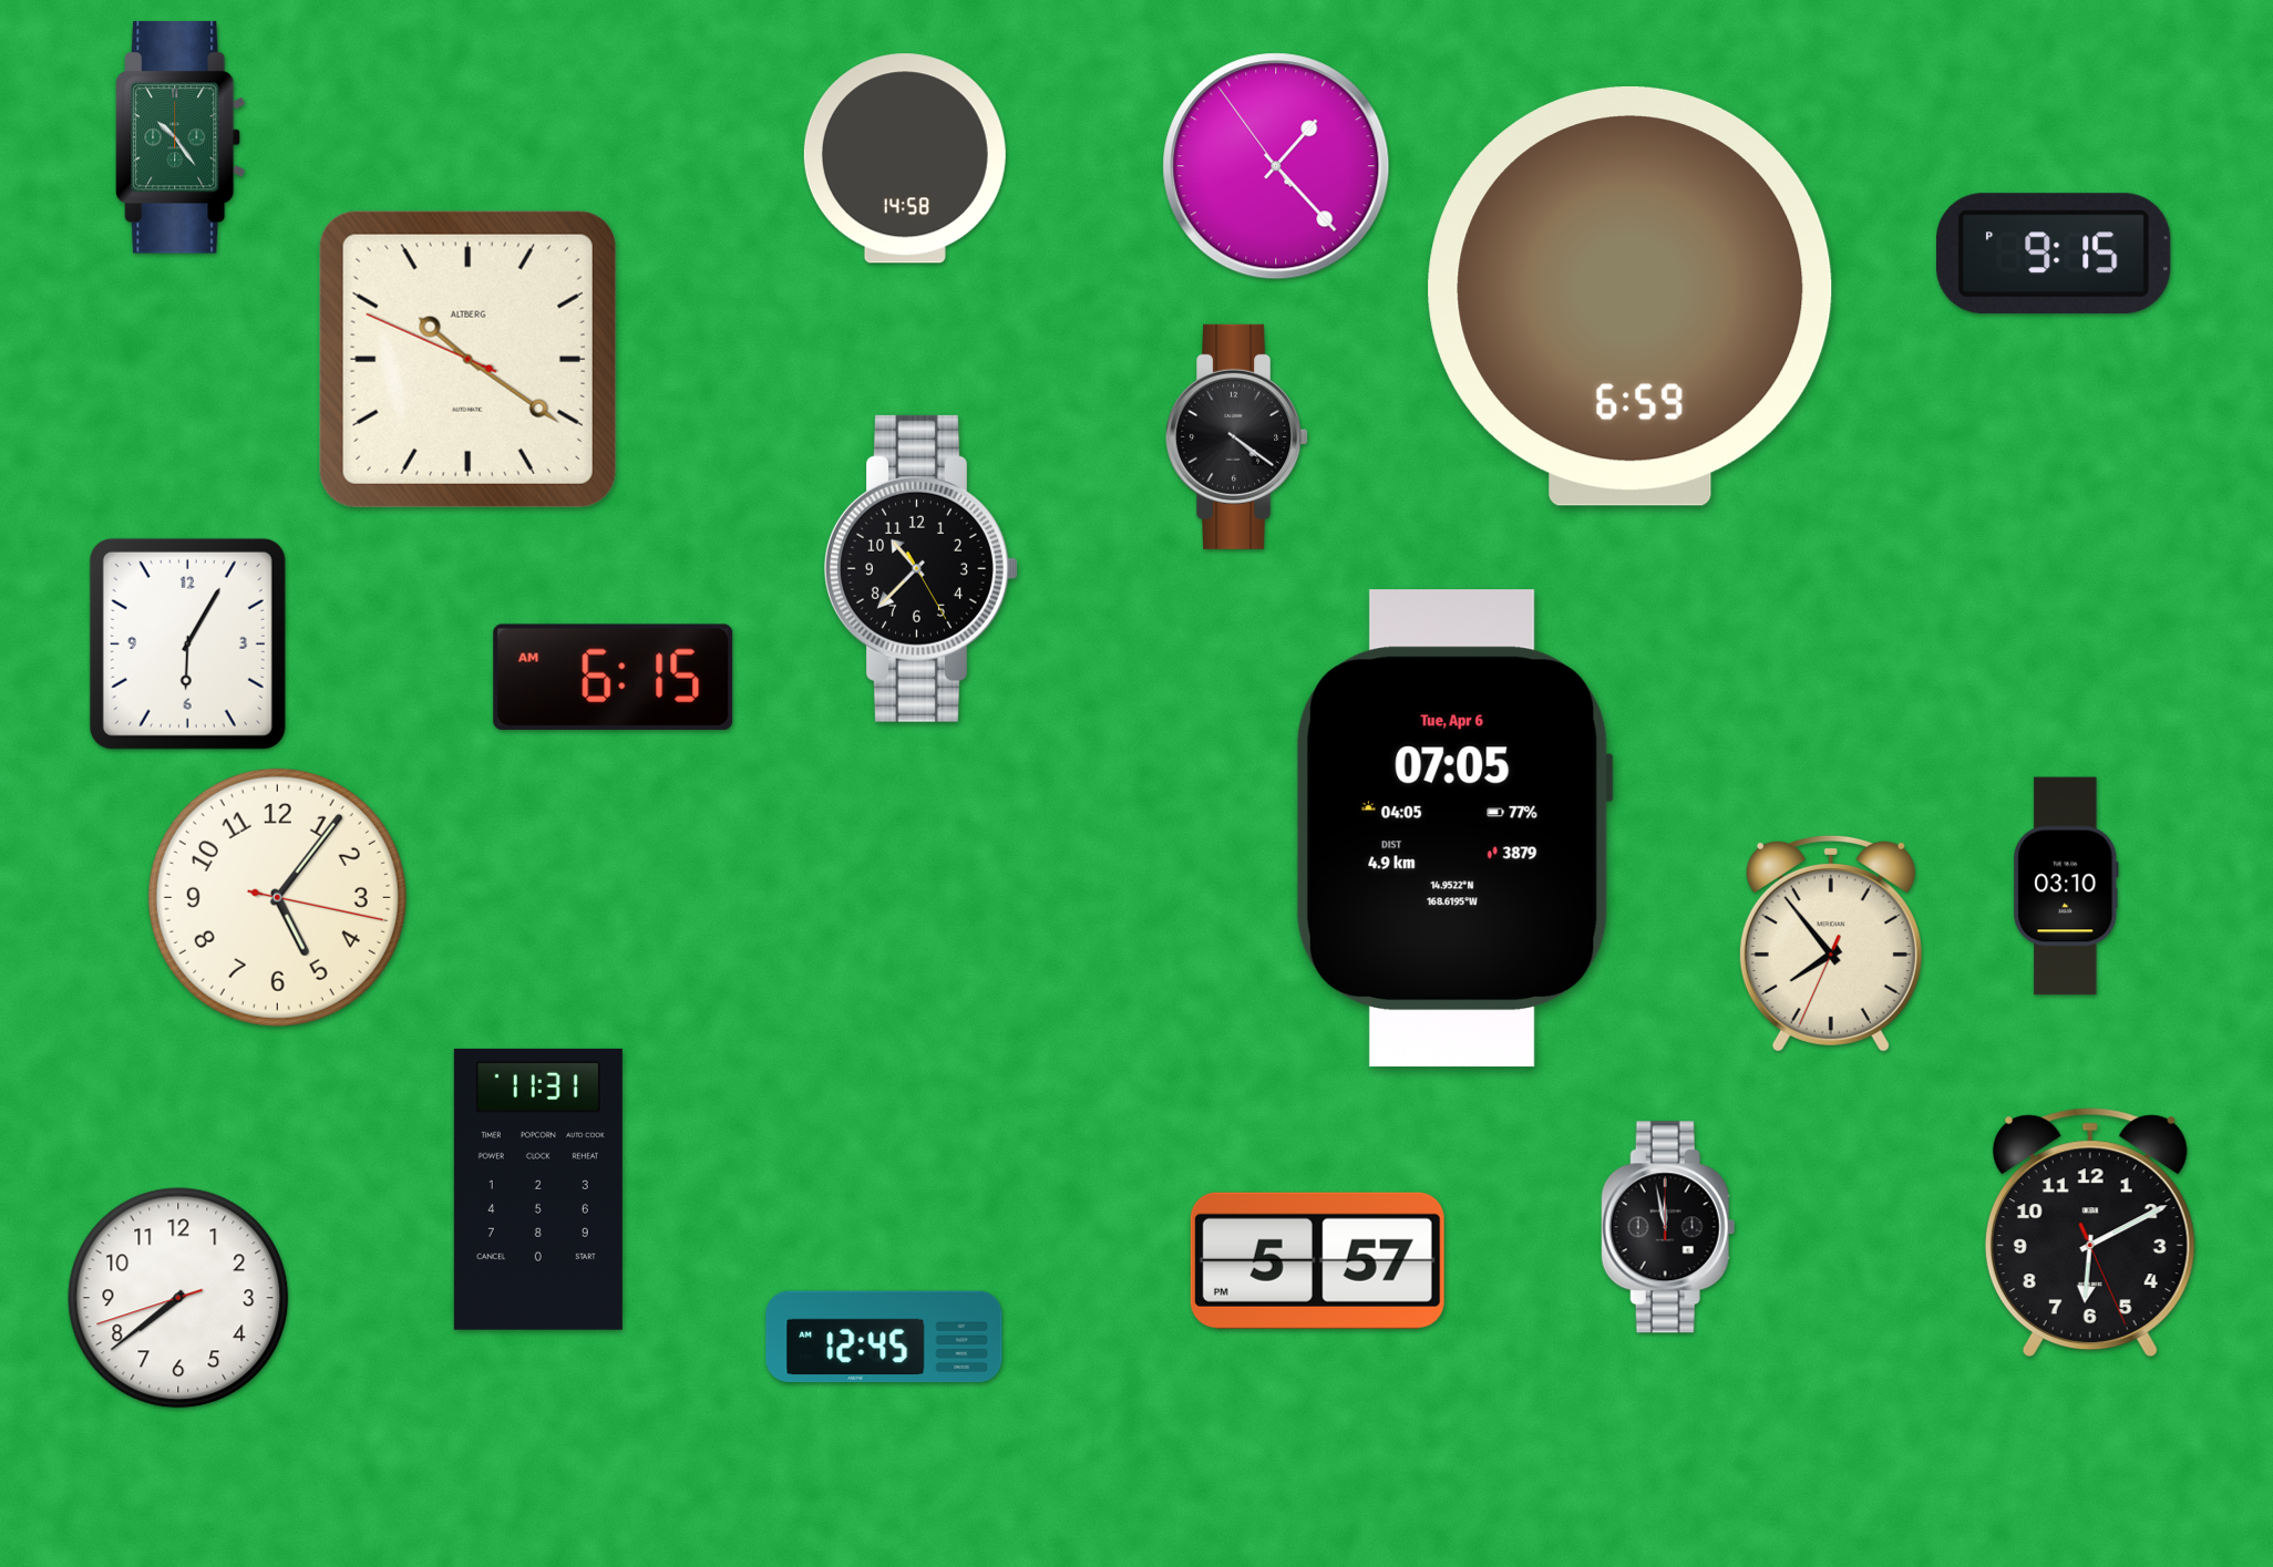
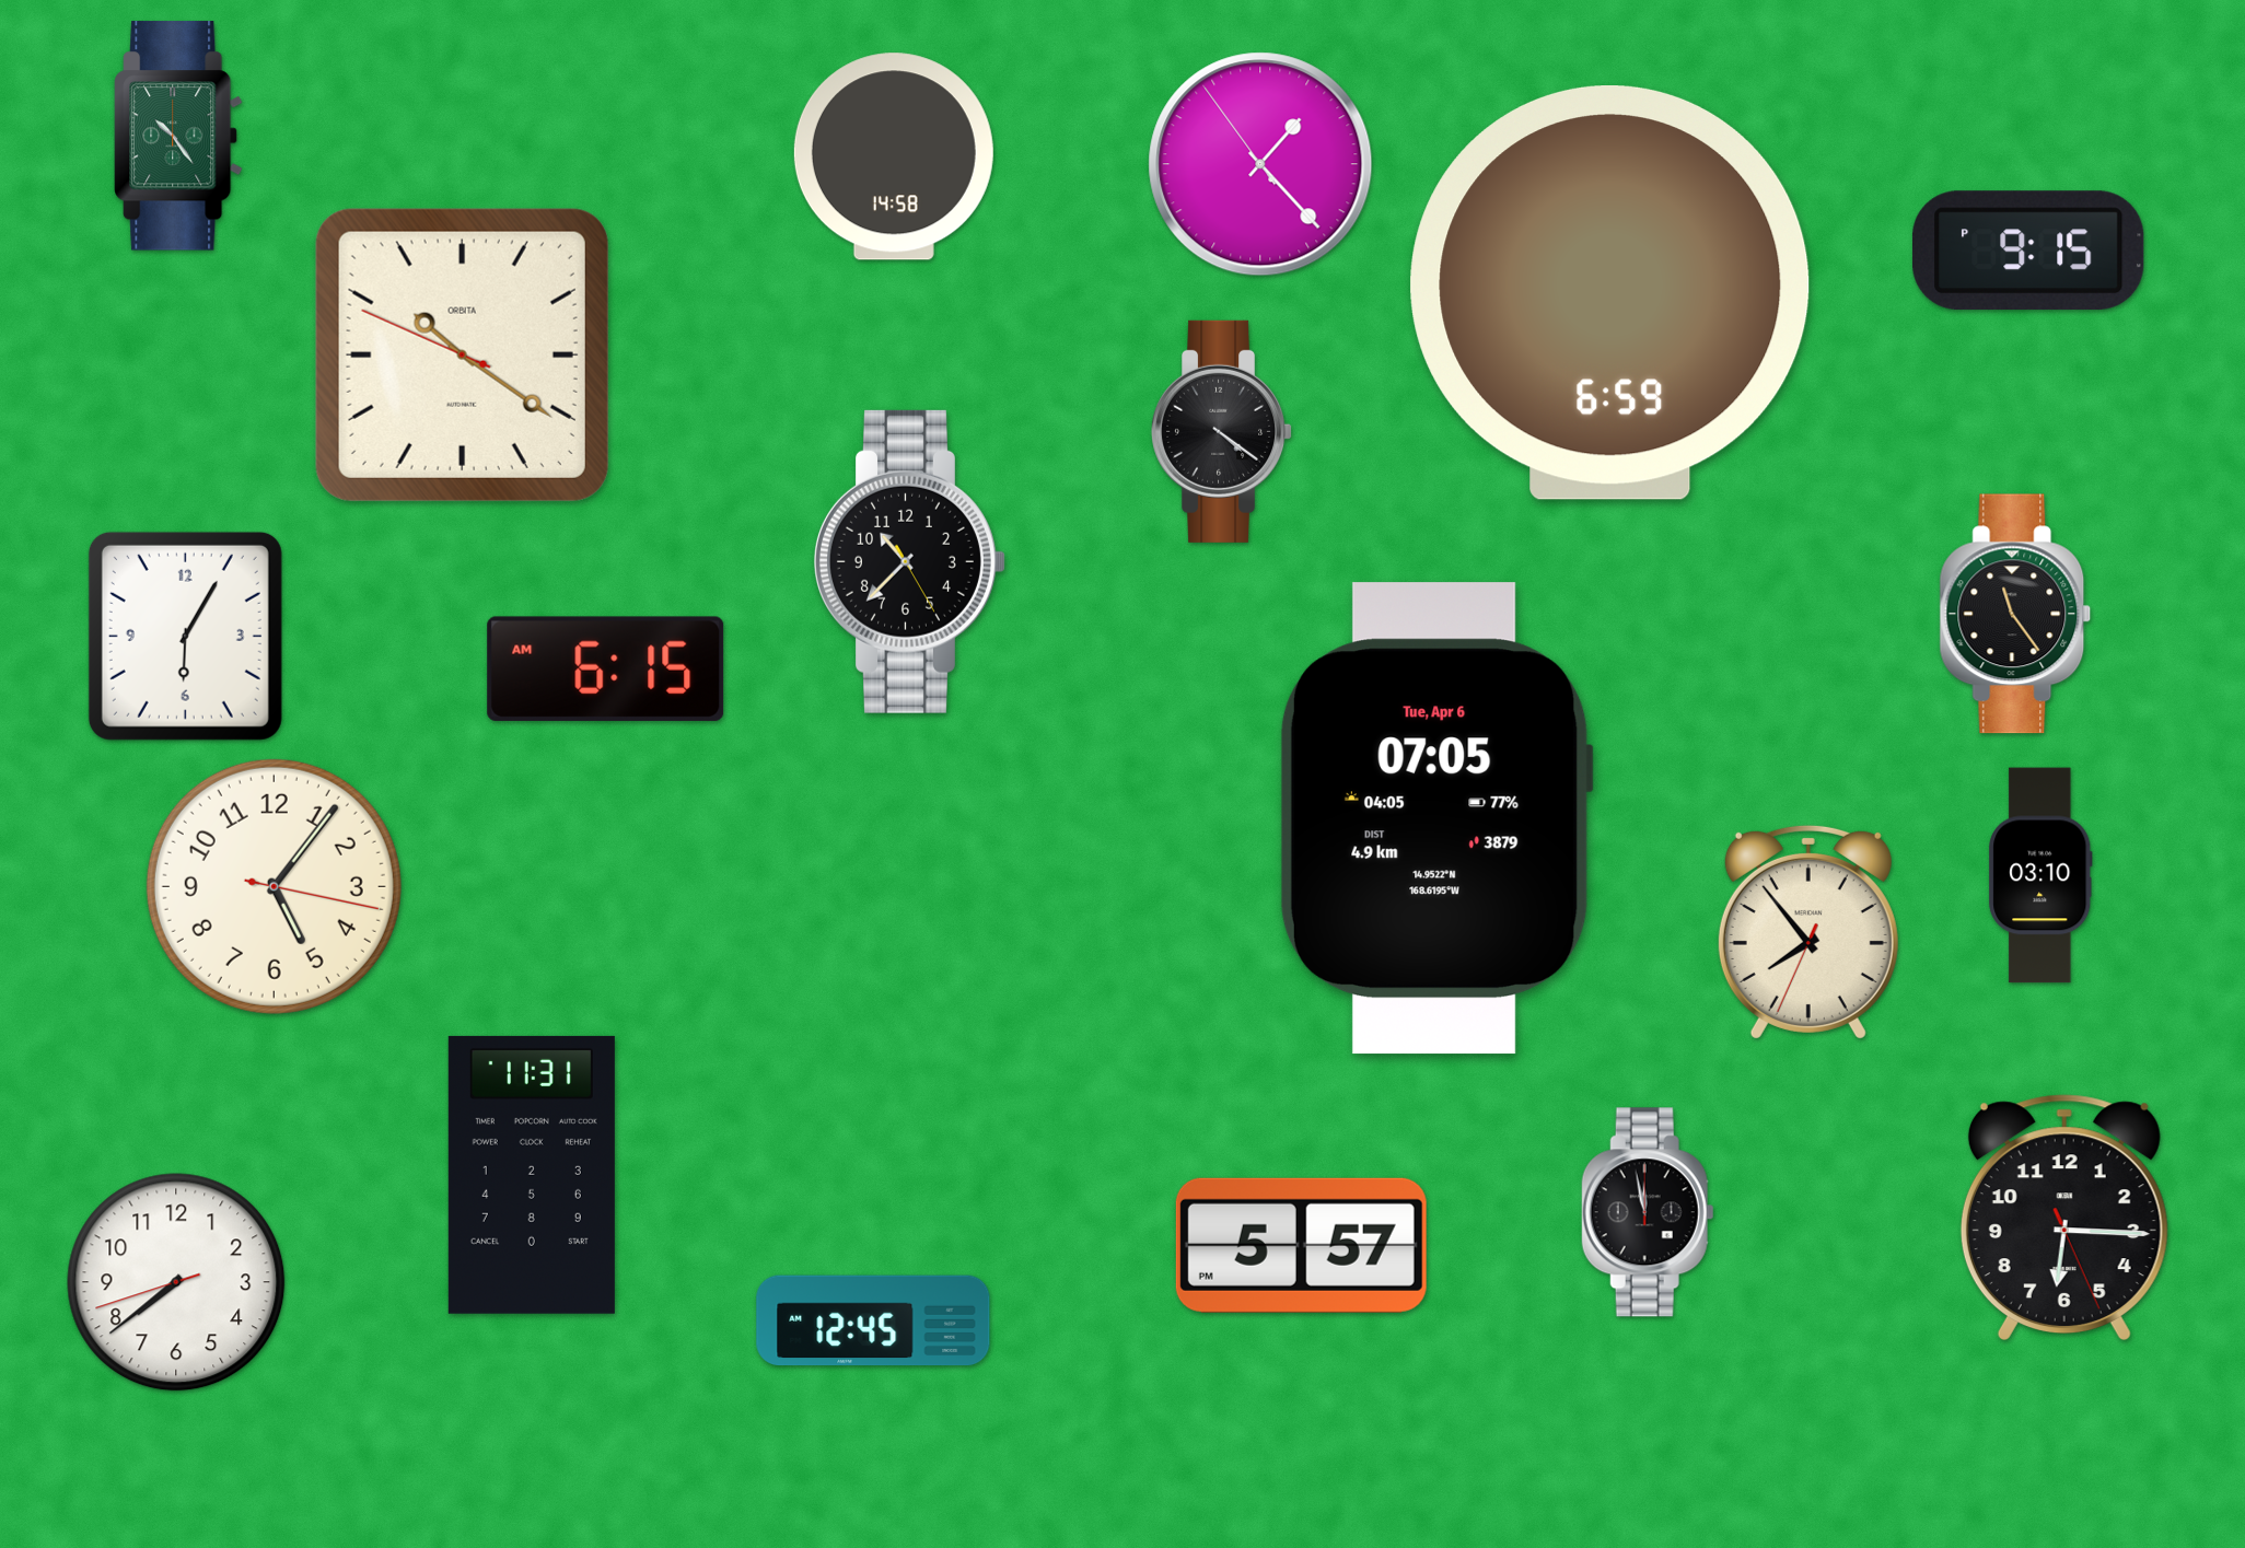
clock at (467, 359) brand: ALTBERG -> ORBITA
clock at (2015, 614): none -> 11:24
clock at (2090, 1233): 6:10 -> 6:15
